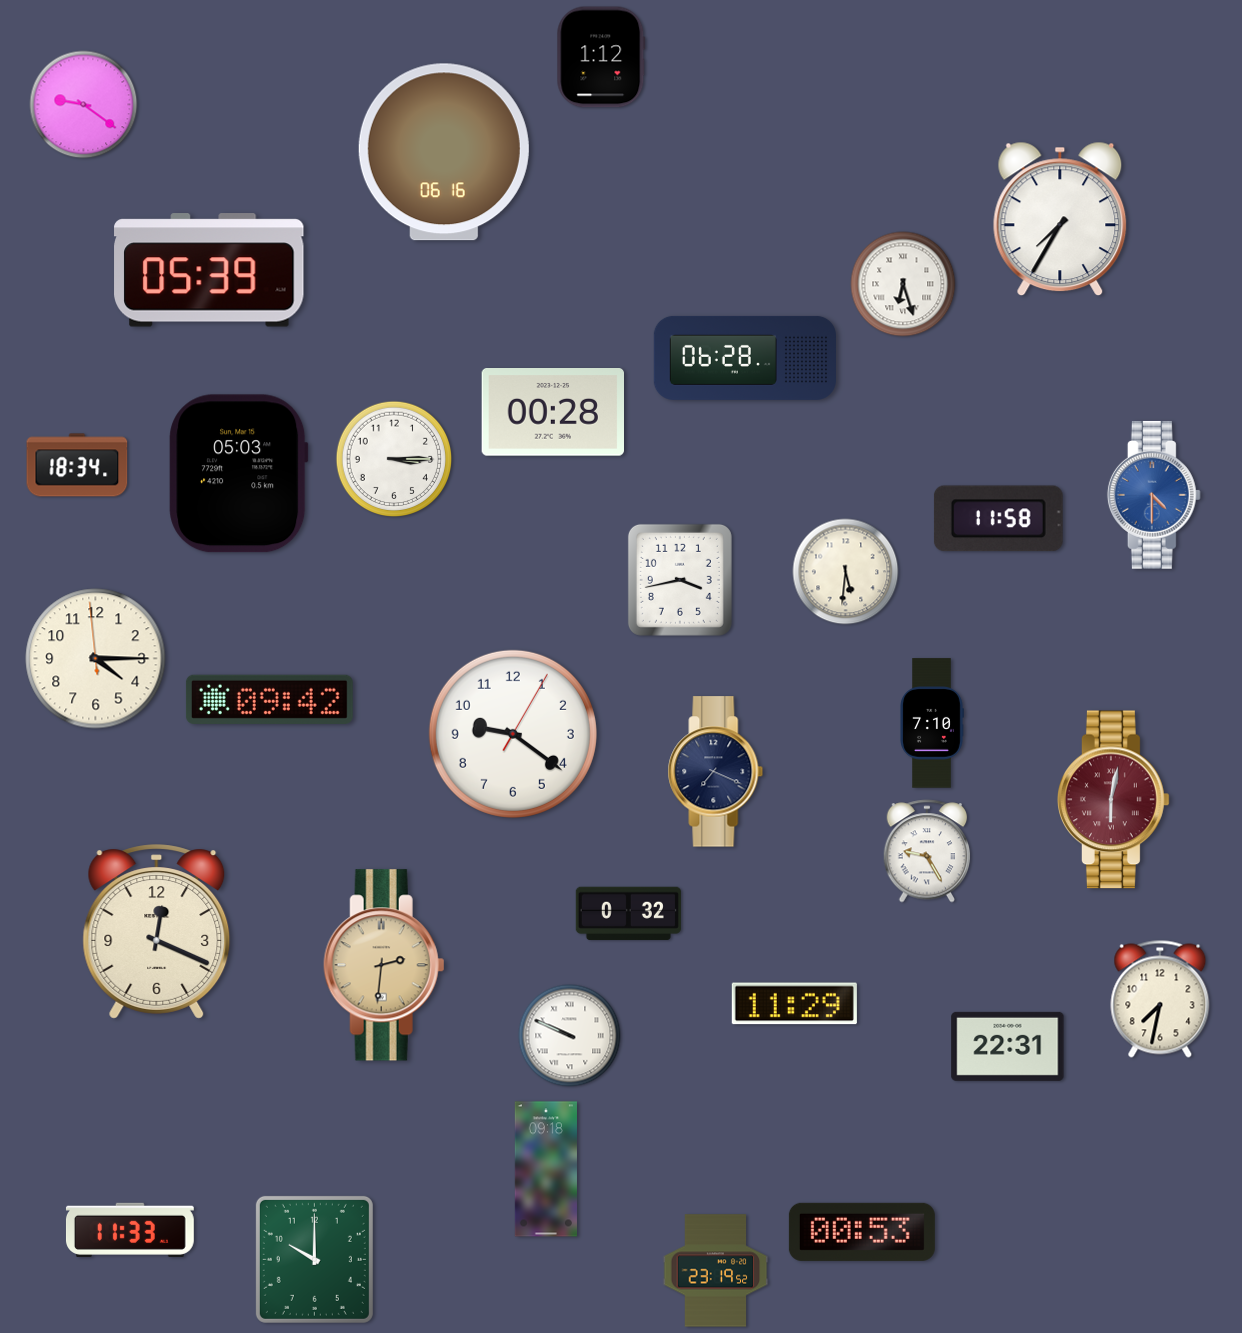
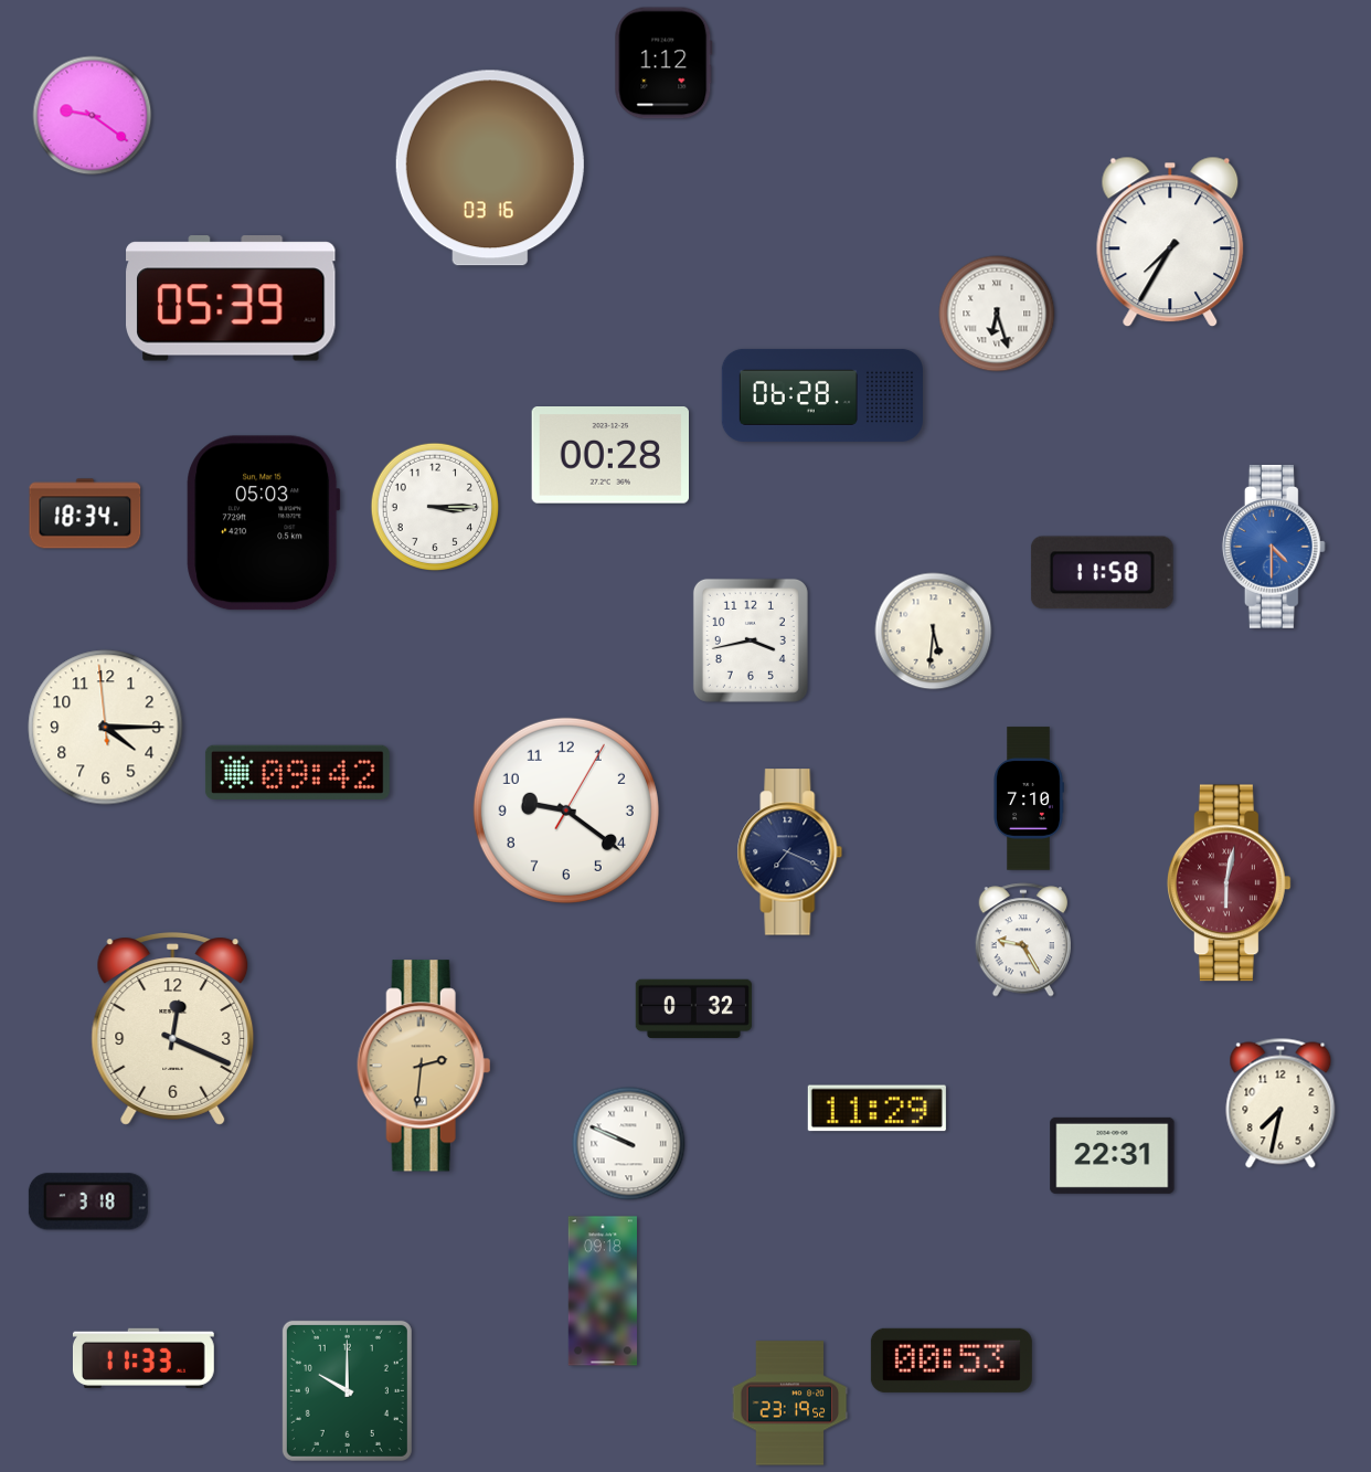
clock at (444, 152): 06:16 -> 03:16
clock at (88, 1201): none -> 3:18
